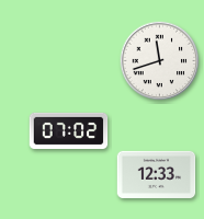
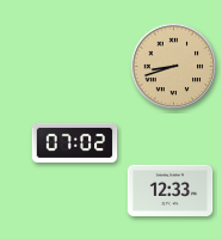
clock at (160, 61): 11:42 -> 8:42
clock at (160, 61) dial: white -> champagne
